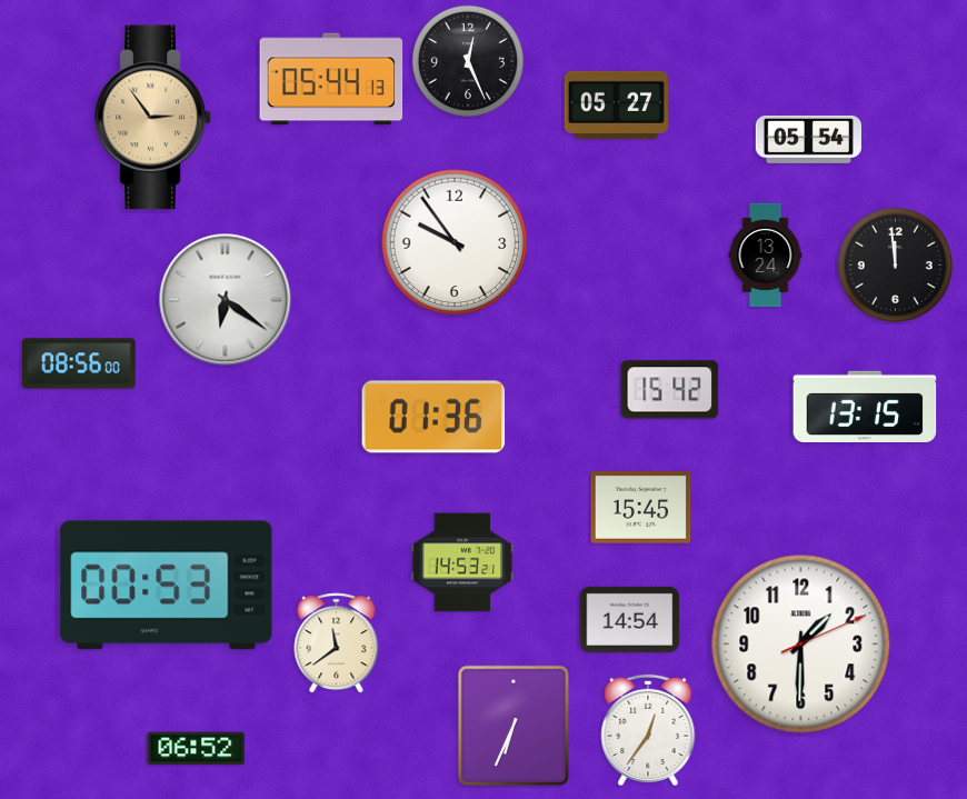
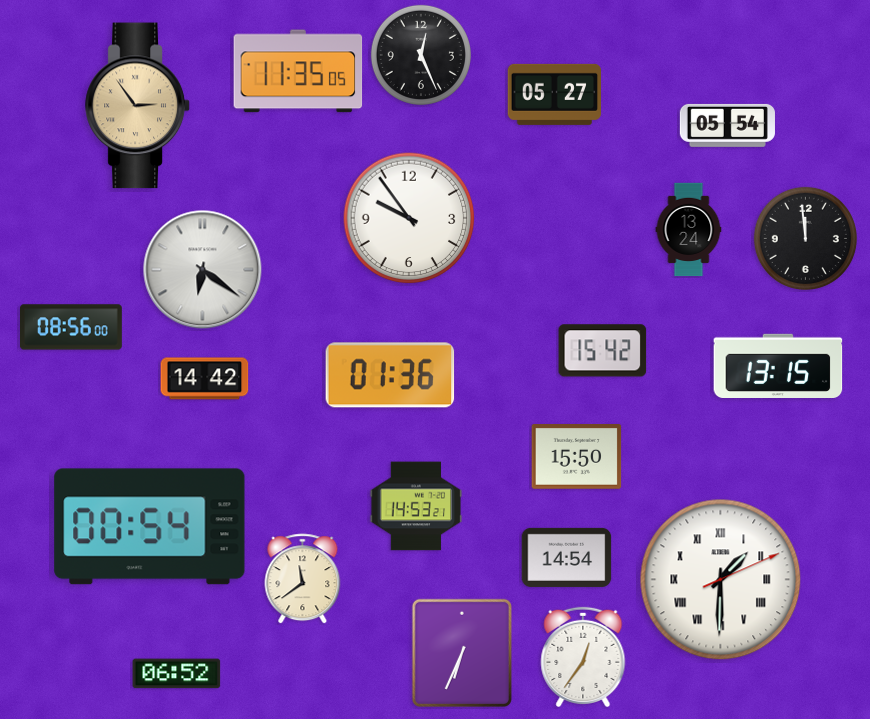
clock at (331, 79): 05:44 -> 11:35
clock at (205, 379): none -> 14:42
clock at (641, 508): 15:45 -> 15:50
clock at (167, 586): 00:53 -> 00:54
clock at (801, 645) numerals: Arabic -> Roman
